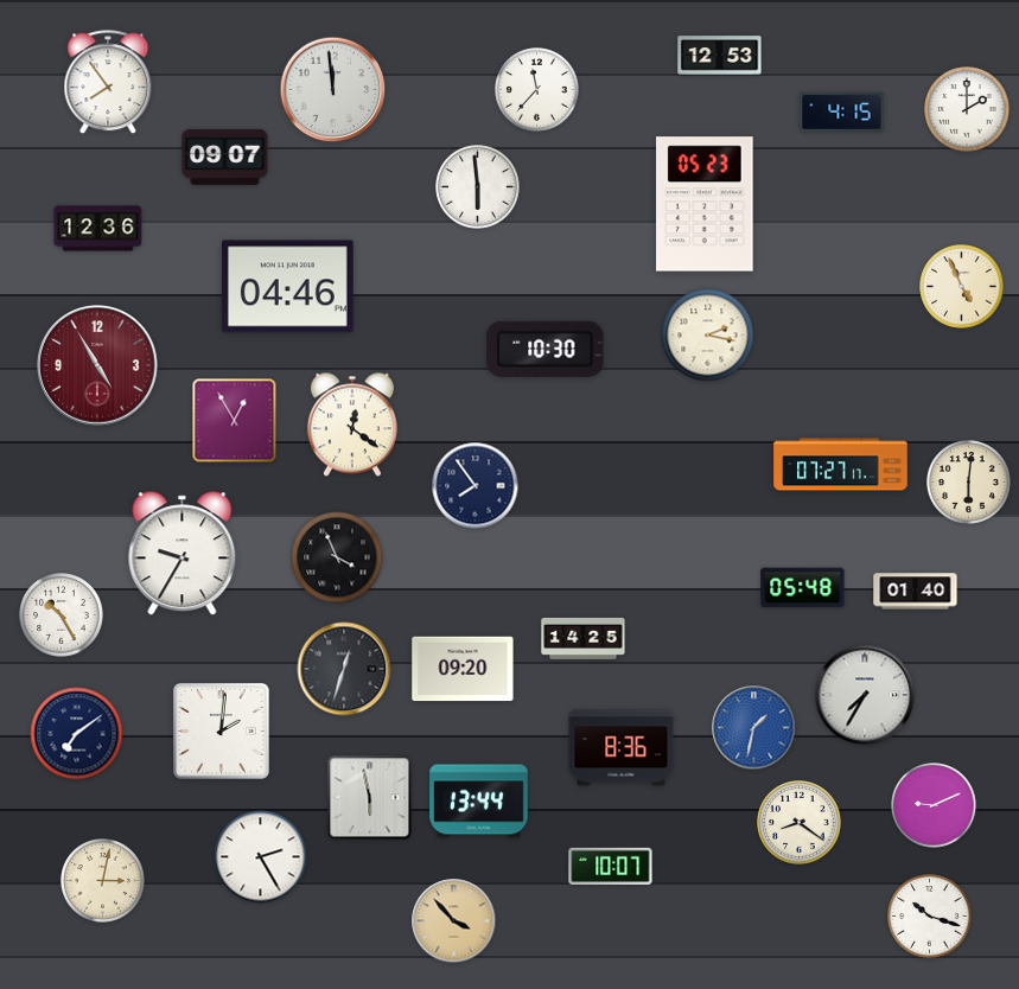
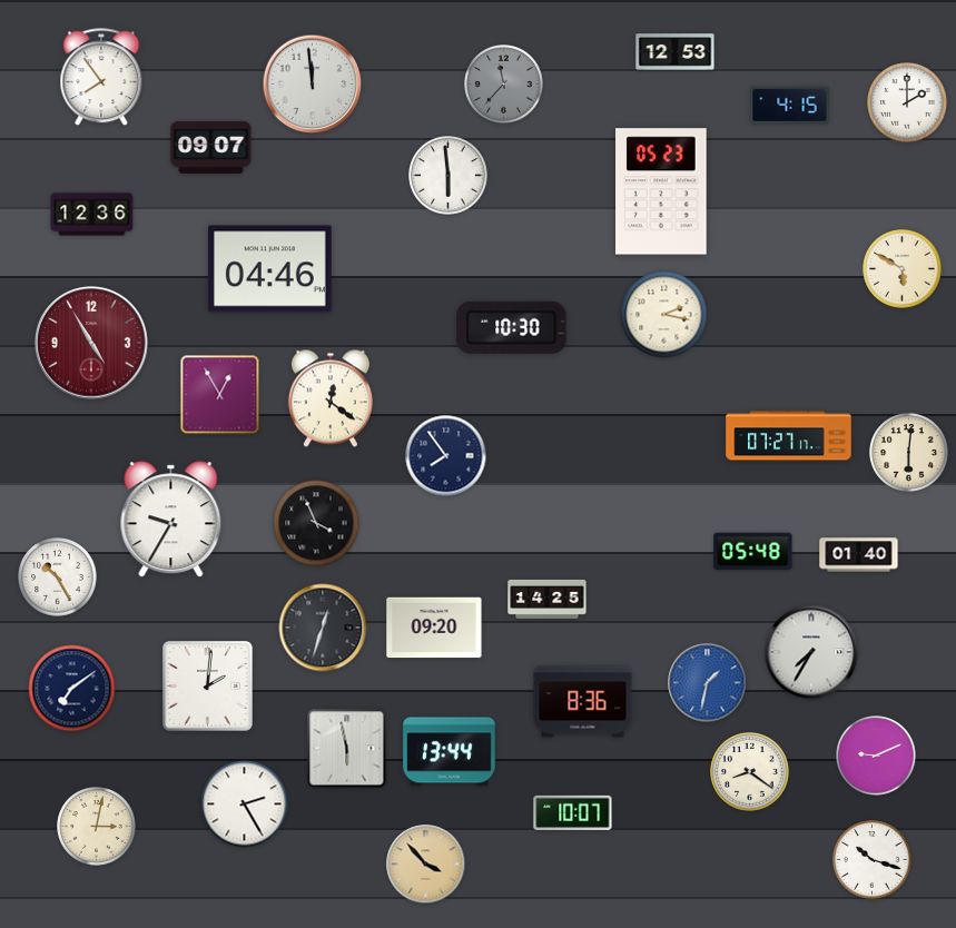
clock at (537, 90) dial: white -> grey
clock at (962, 287): 4:56 -> 5:50
